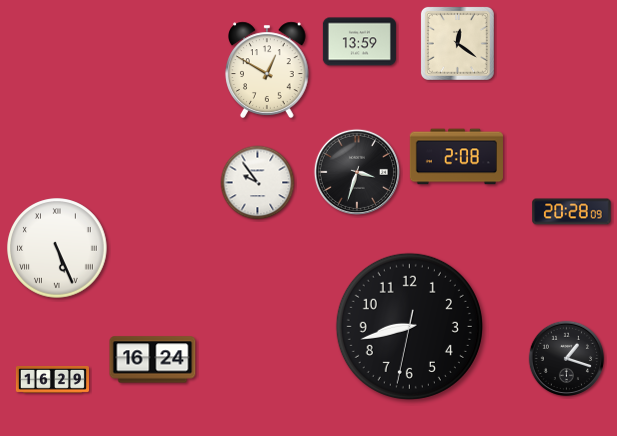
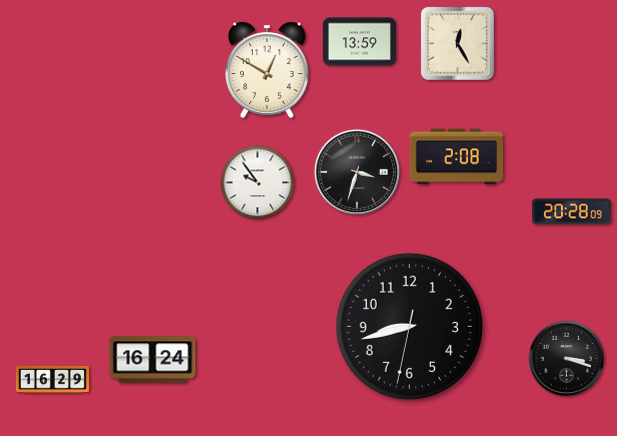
clock at (457, 43): 12:21 -> 12:25
clock at (57, 248): 5:26 -> none
clock at (567, 359): 1:18 -> 3:18
